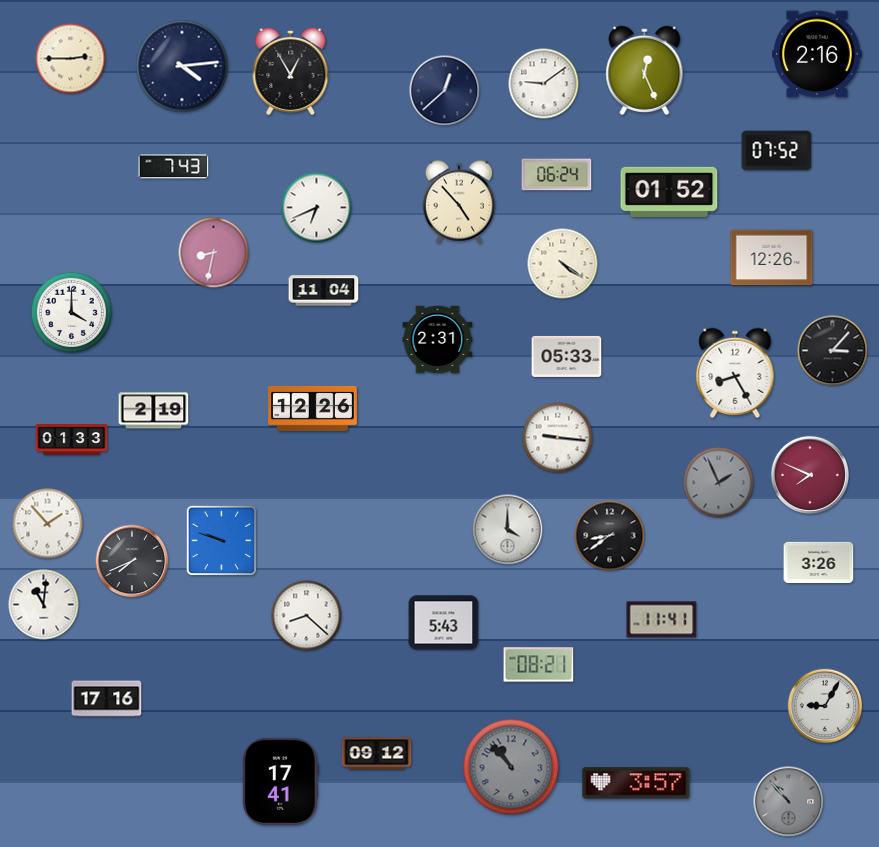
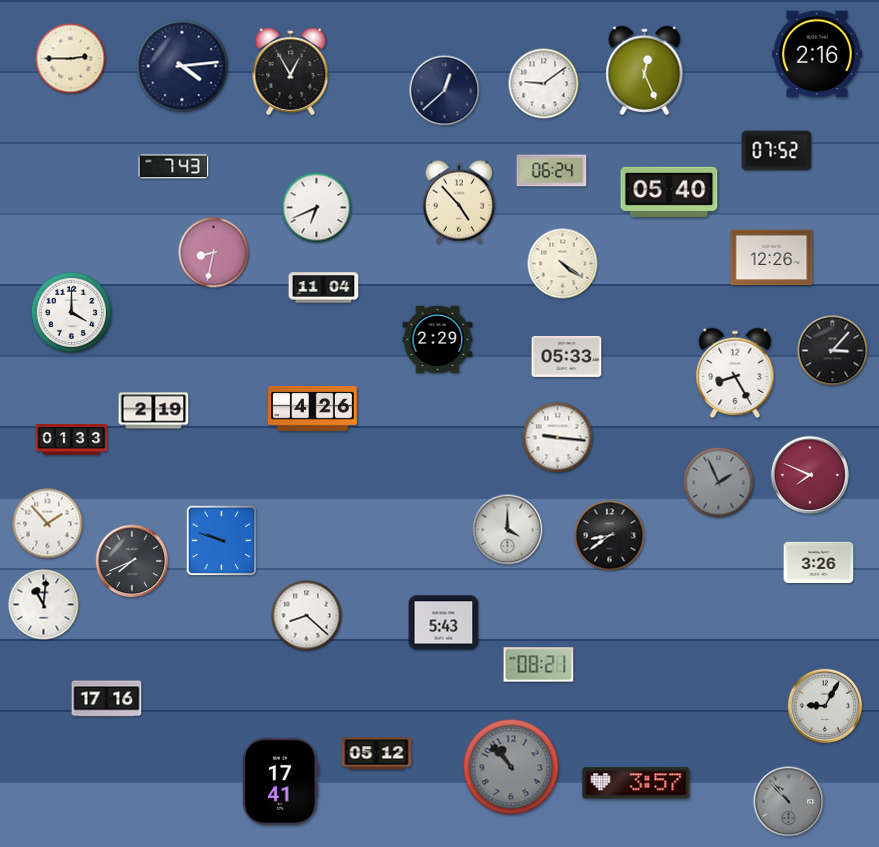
clock at (557, 175) position: (557, 175) -> (552, 171)
clock at (669, 192): 01:52 -> 05:40
clock at (324, 291) position: (324, 291) -> (324, 288)
clock at (438, 340): 2:31 -> 2:29
clock at (313, 408): 12:26 -> 4:26
clock at (662, 620): 11:41 -> none
clock at (377, 754): 09:12 -> 05:12
